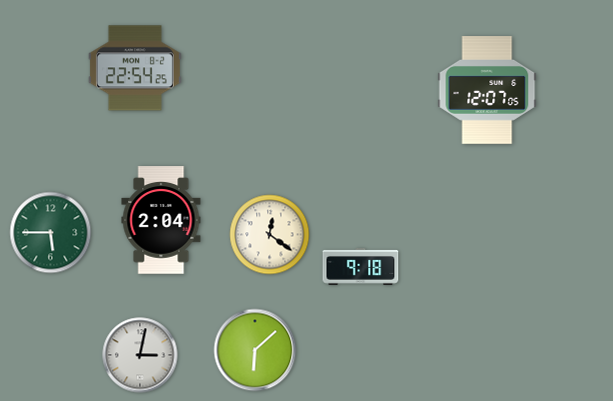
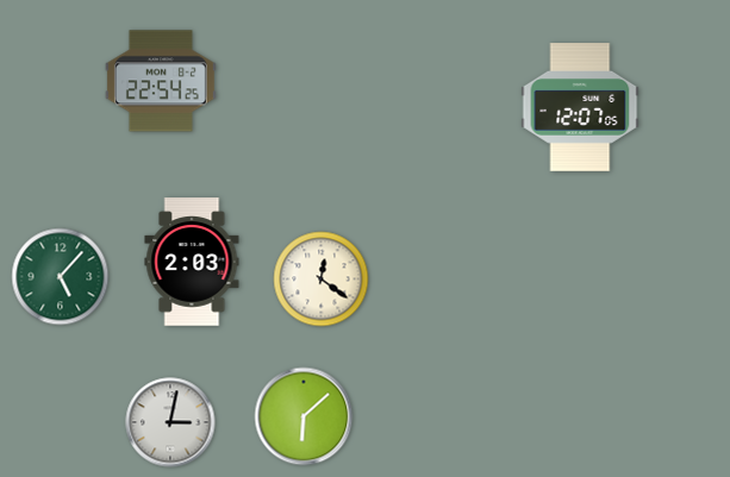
clock at (161, 220): 2:04 -> 2:03
clock at (51, 233): 5:45 -> 5:07
clock at (361, 267): 9:18 -> none
clock at (140, 355) position: (140, 355) -> (170, 422)
